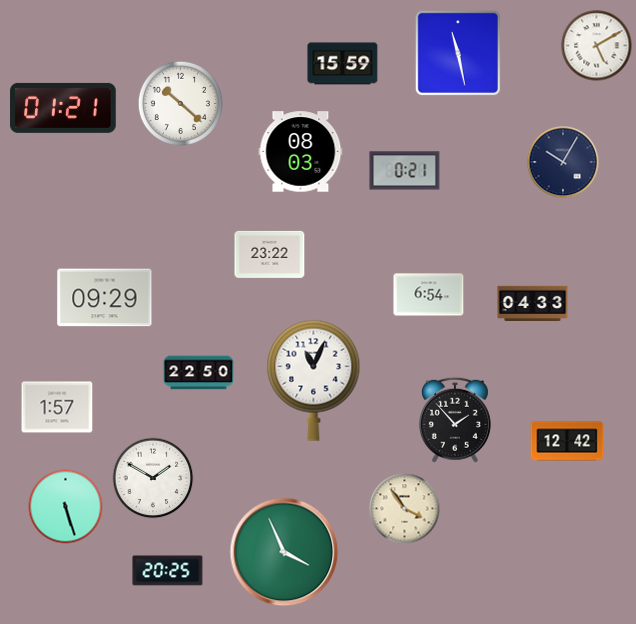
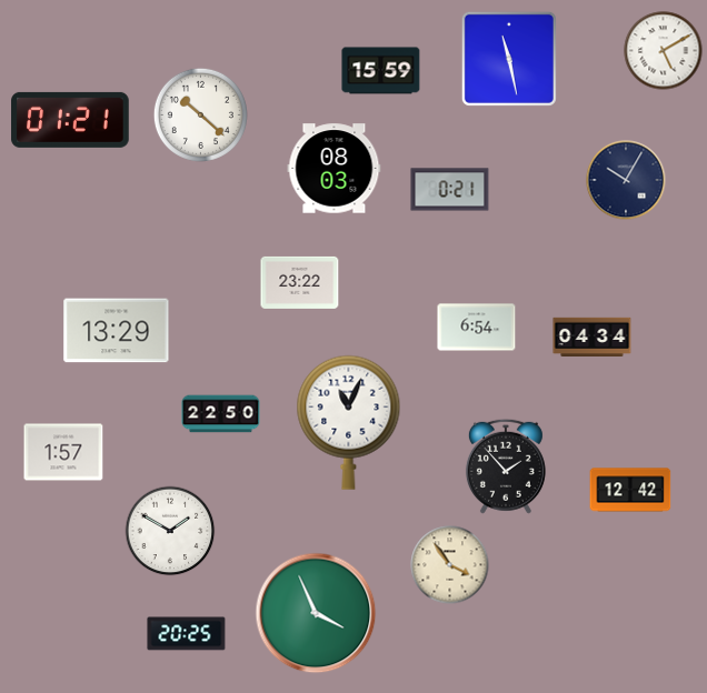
clock at (105, 298): 09:29 -> 13:29
clock at (533, 303): 04:33 -> 04:34
clock at (66, 507): 5:27 -> none
